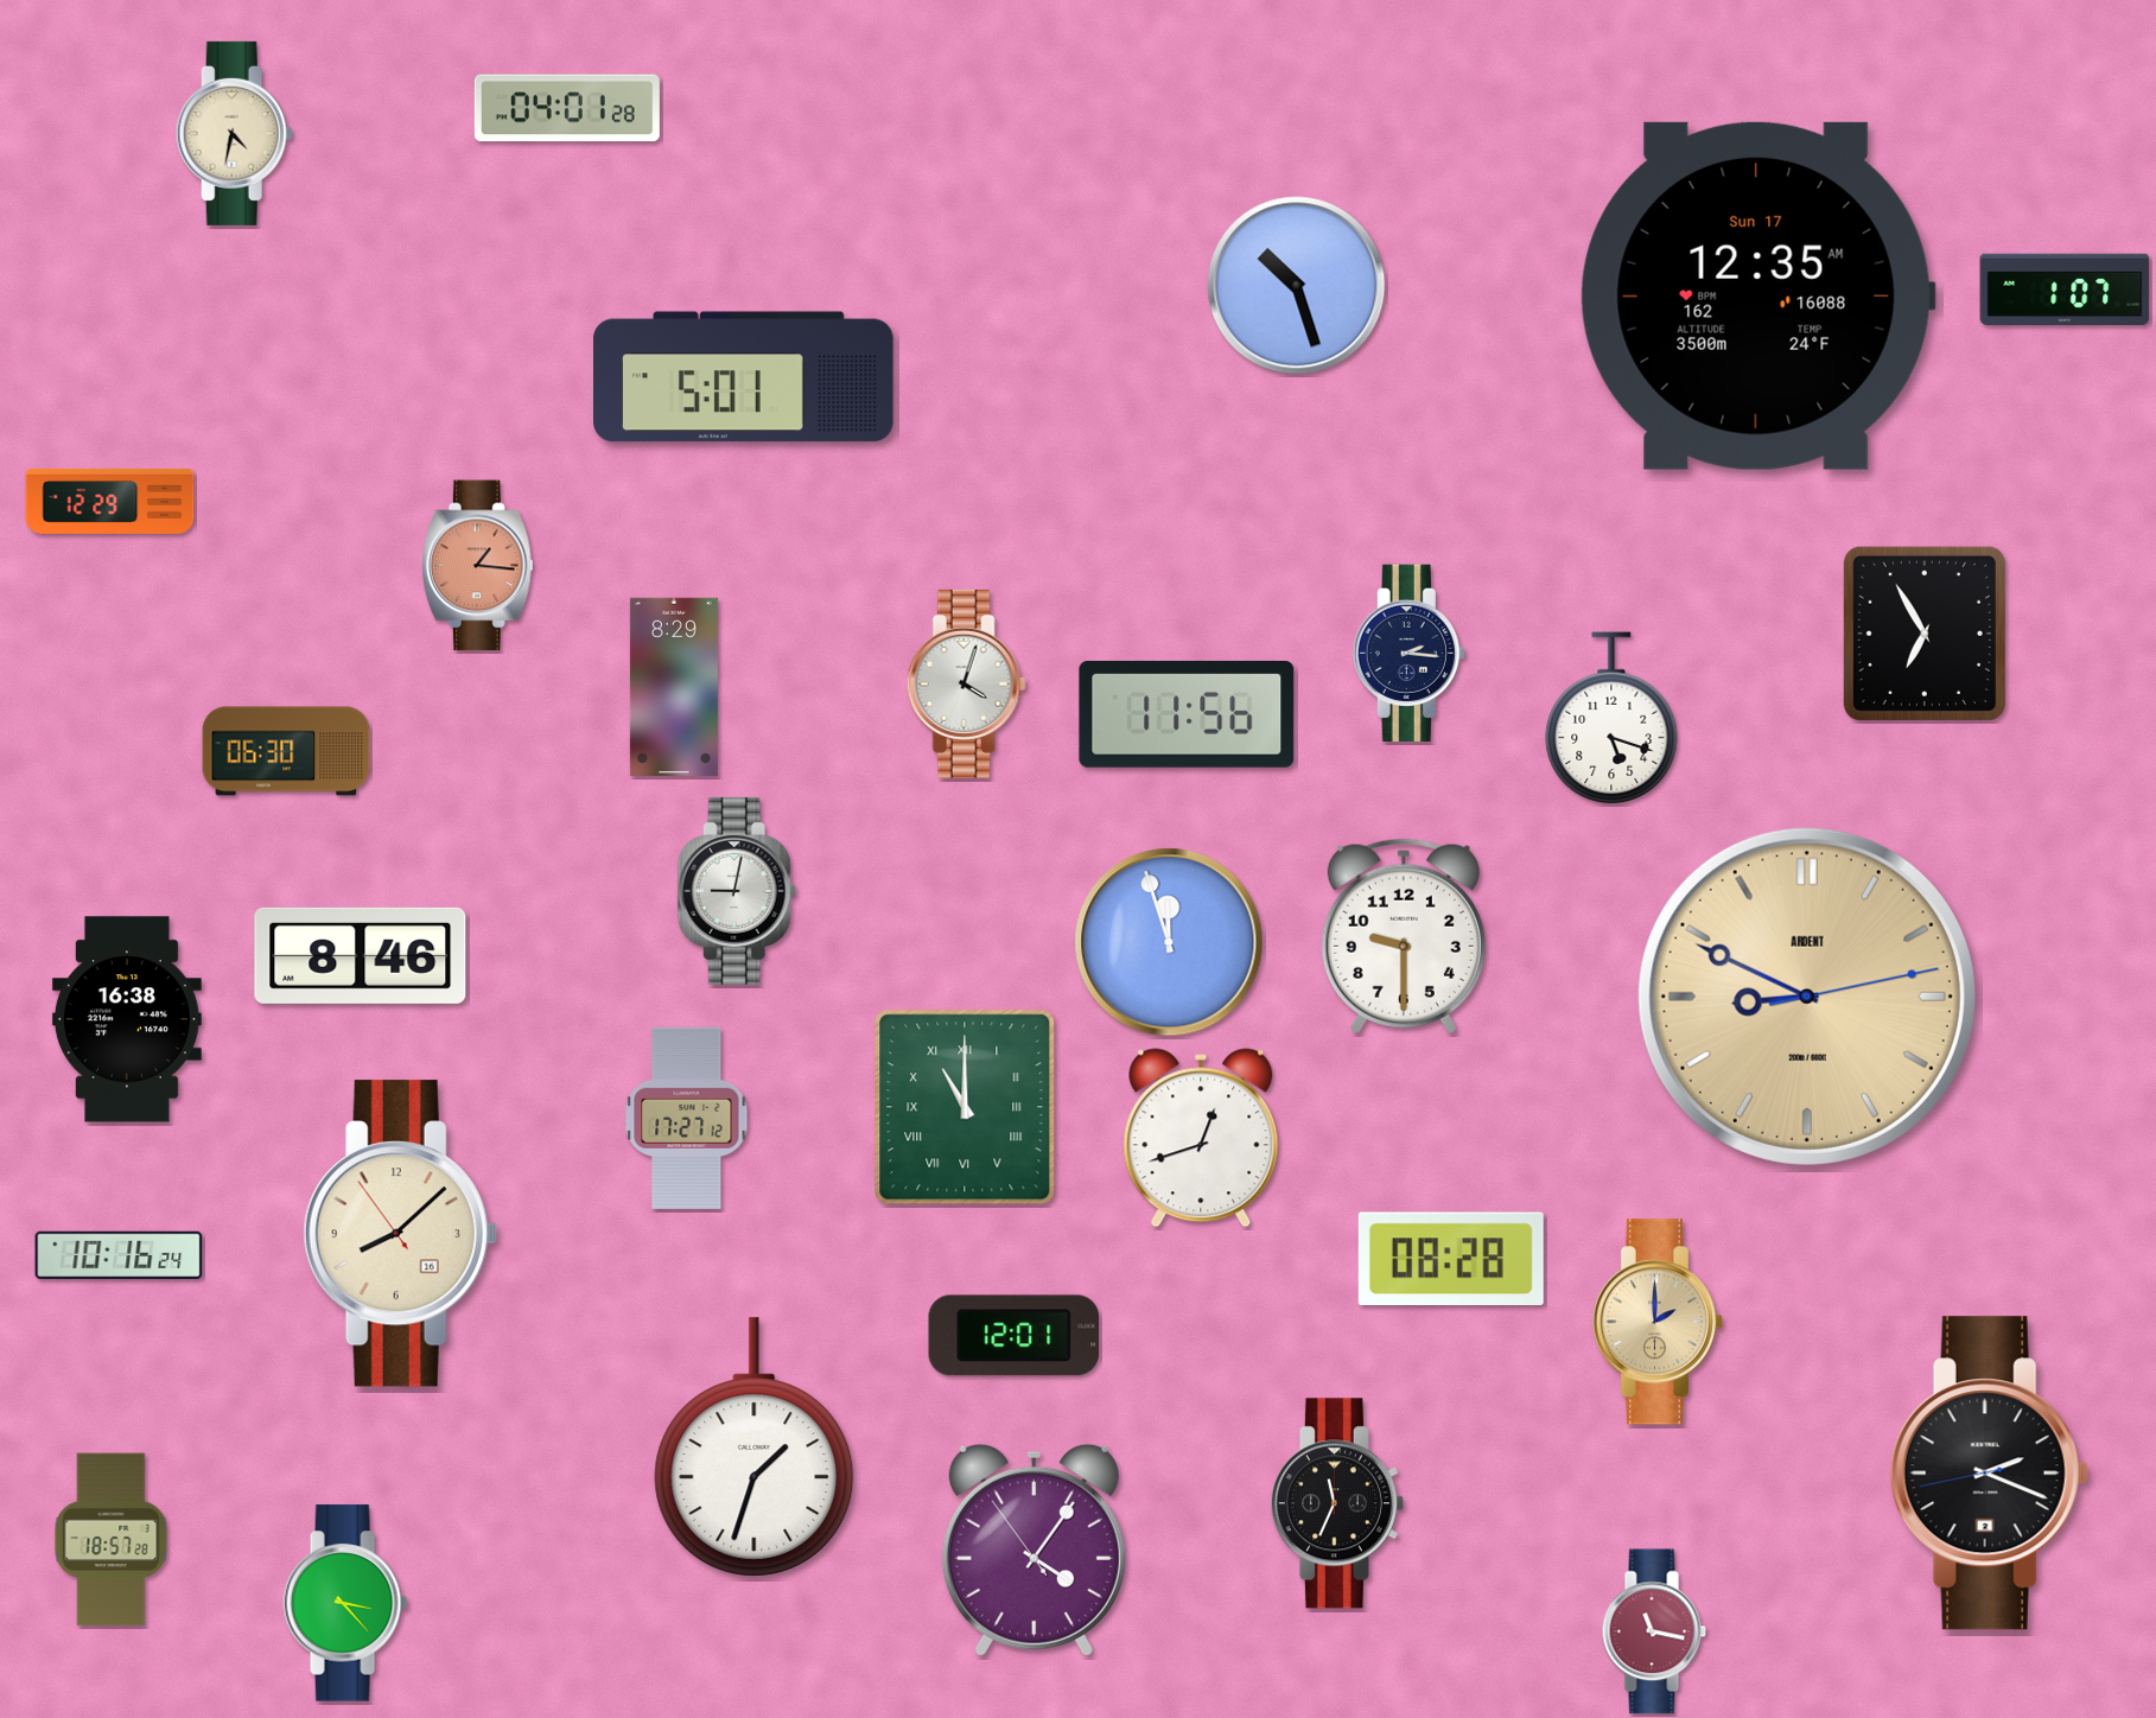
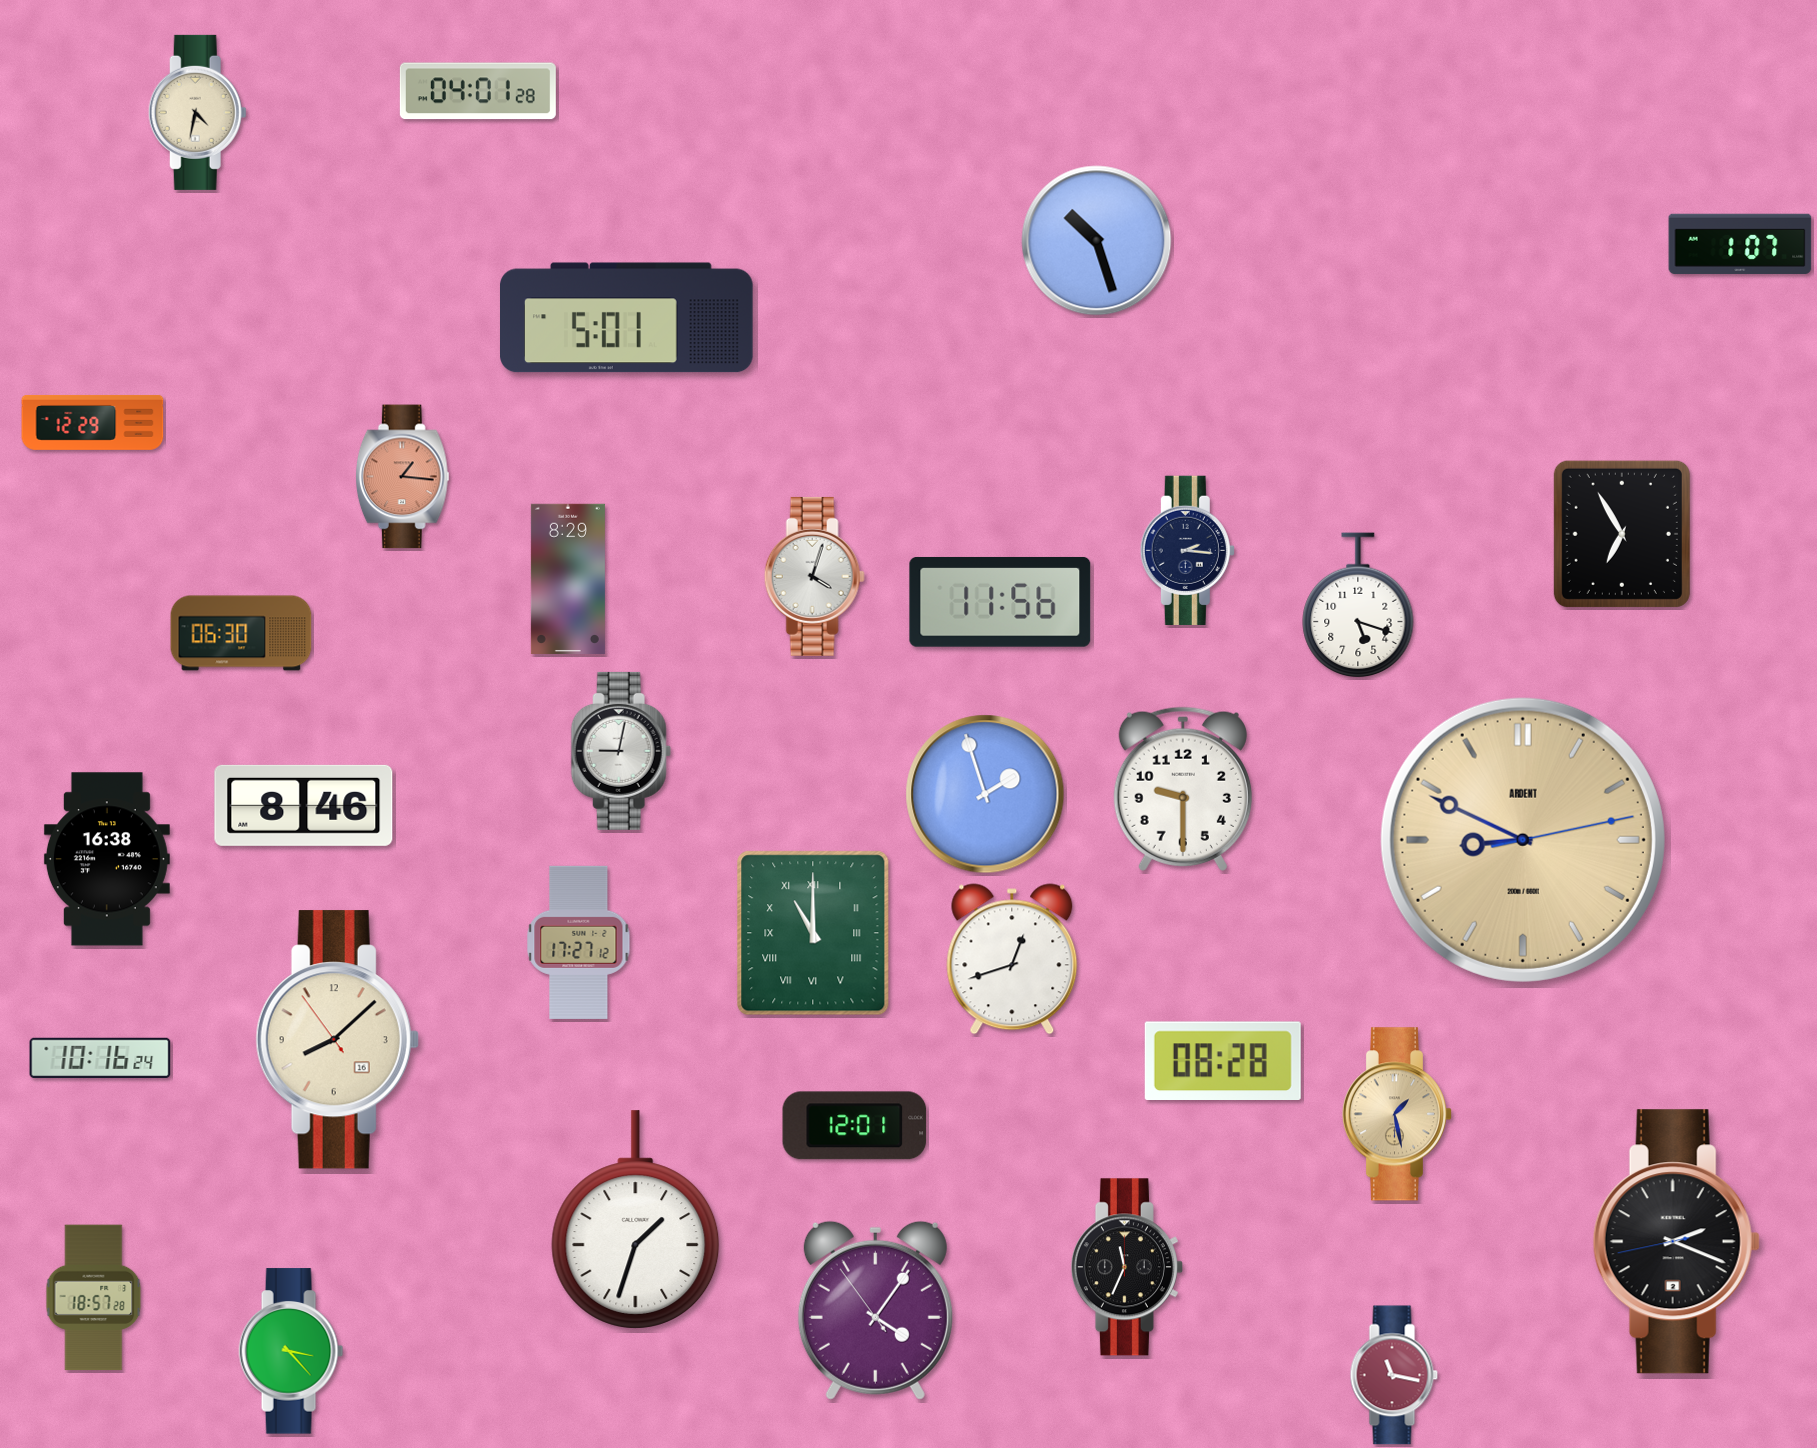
clock at (1297, 286) position: (1297, 286) -> (1097, 241)
clock at (1757, 295): 12:35 -> none
clock at (1169, 942): 11:57 -> 1:57
clock at (1658, 1322): 2:00 -> 1:28
clock at (1034, 1550) position: (1034, 1550) -> (875, 1310)
